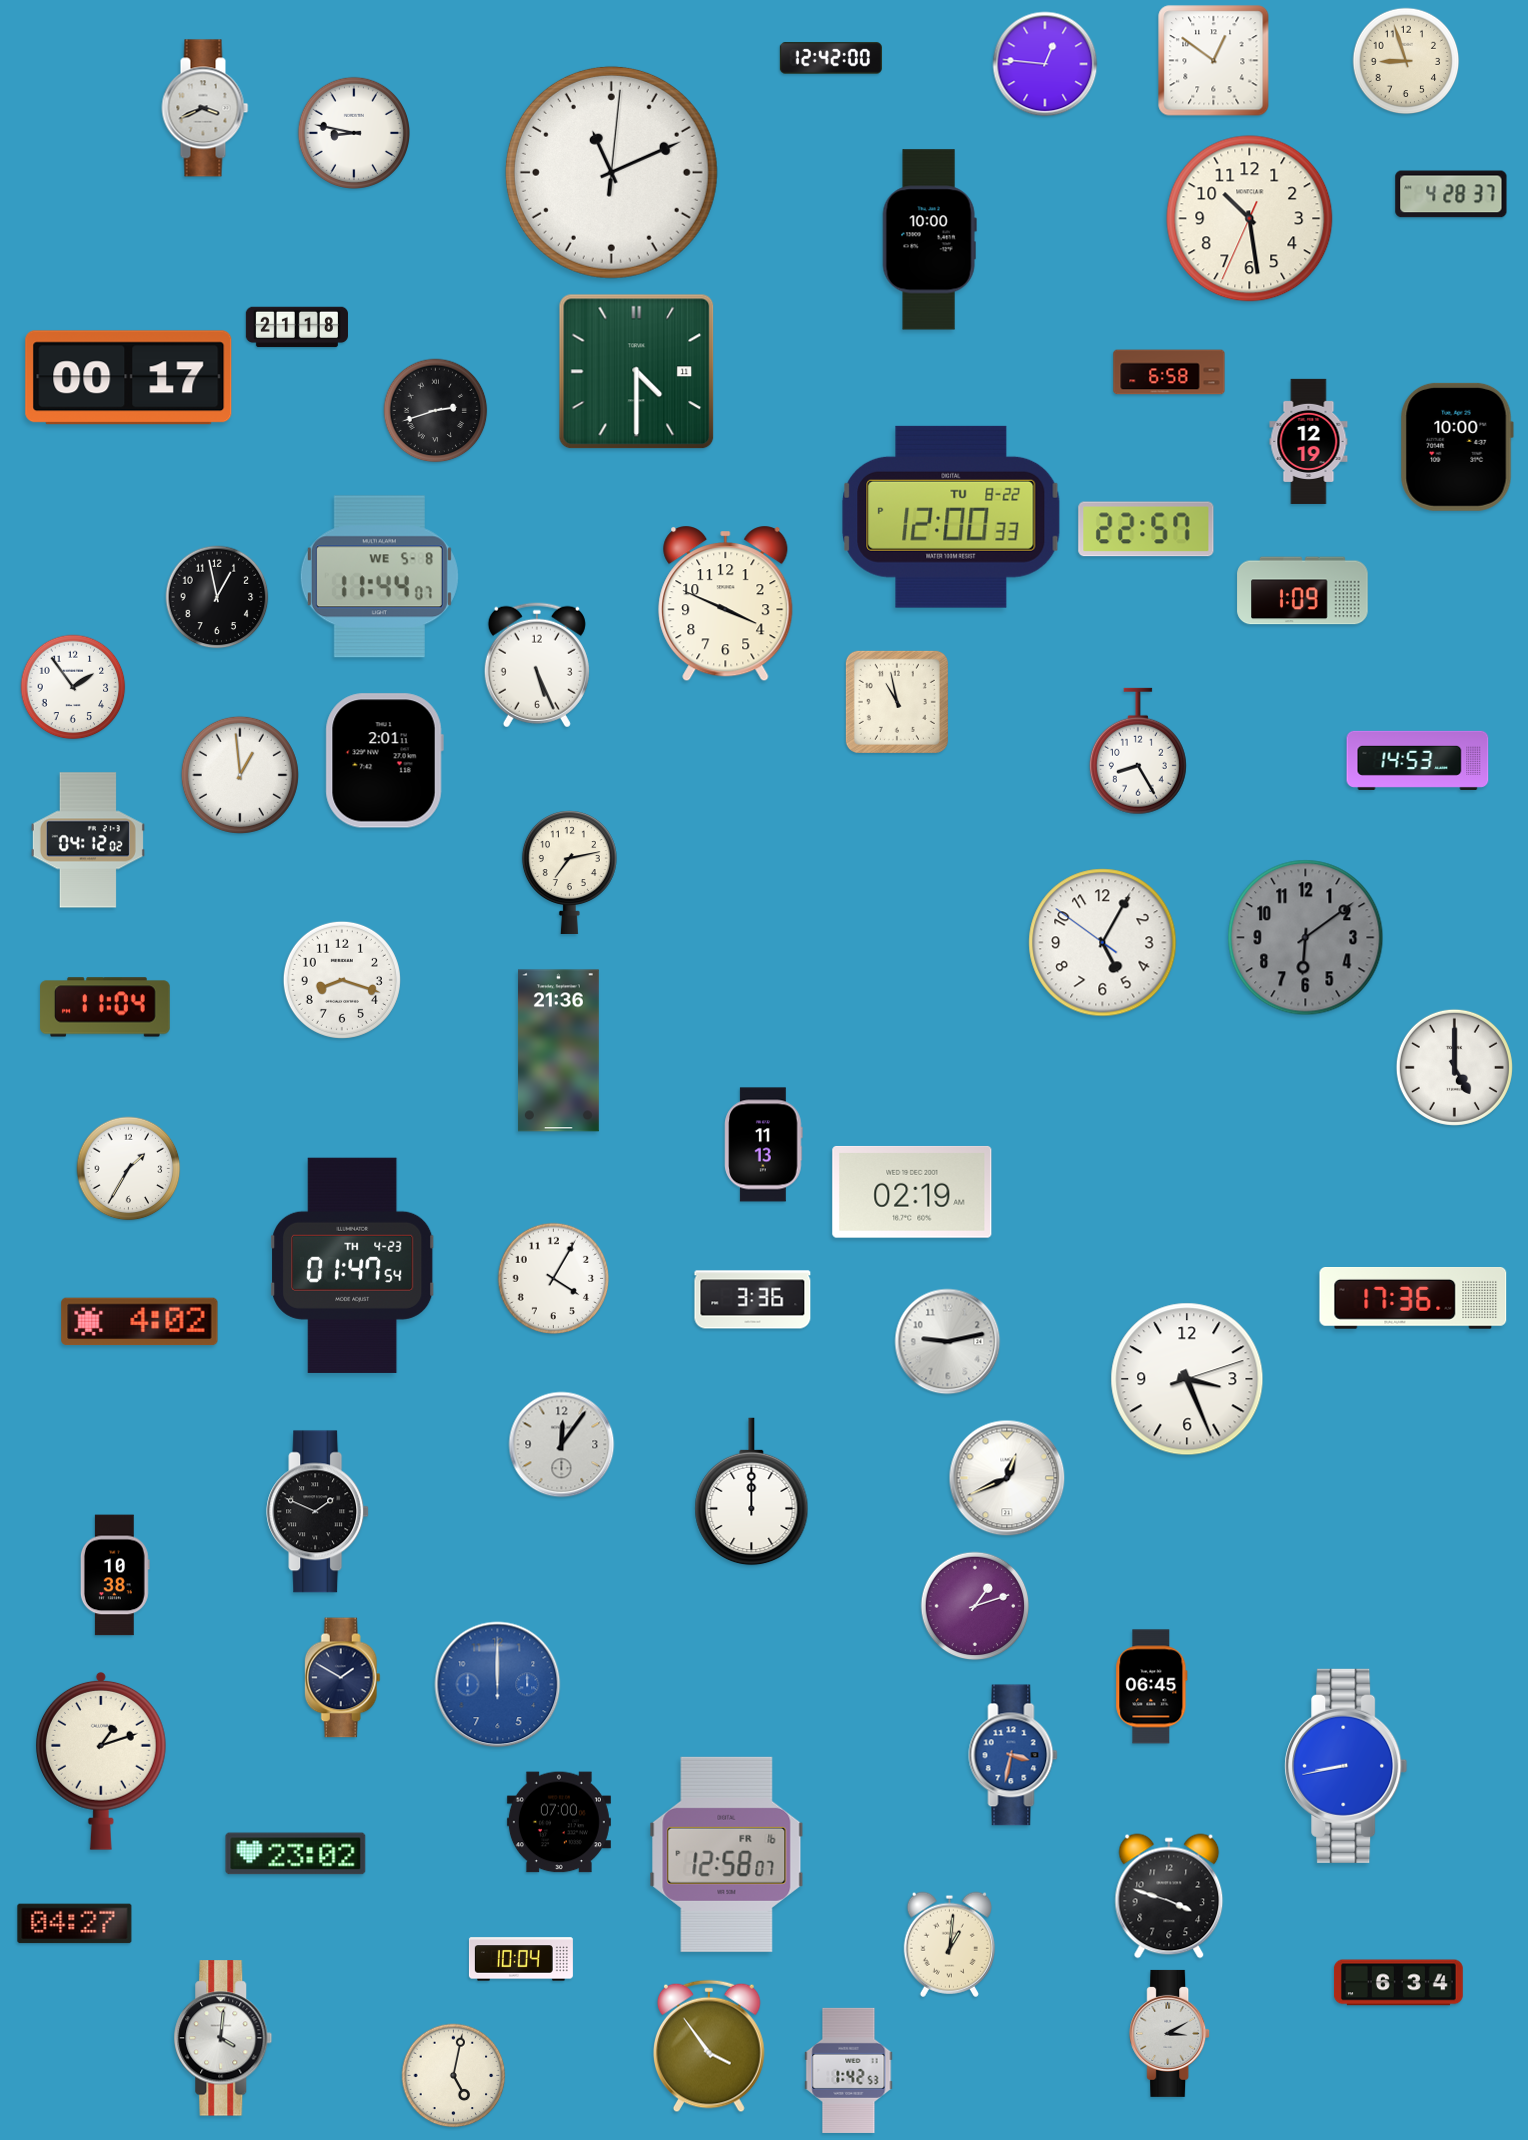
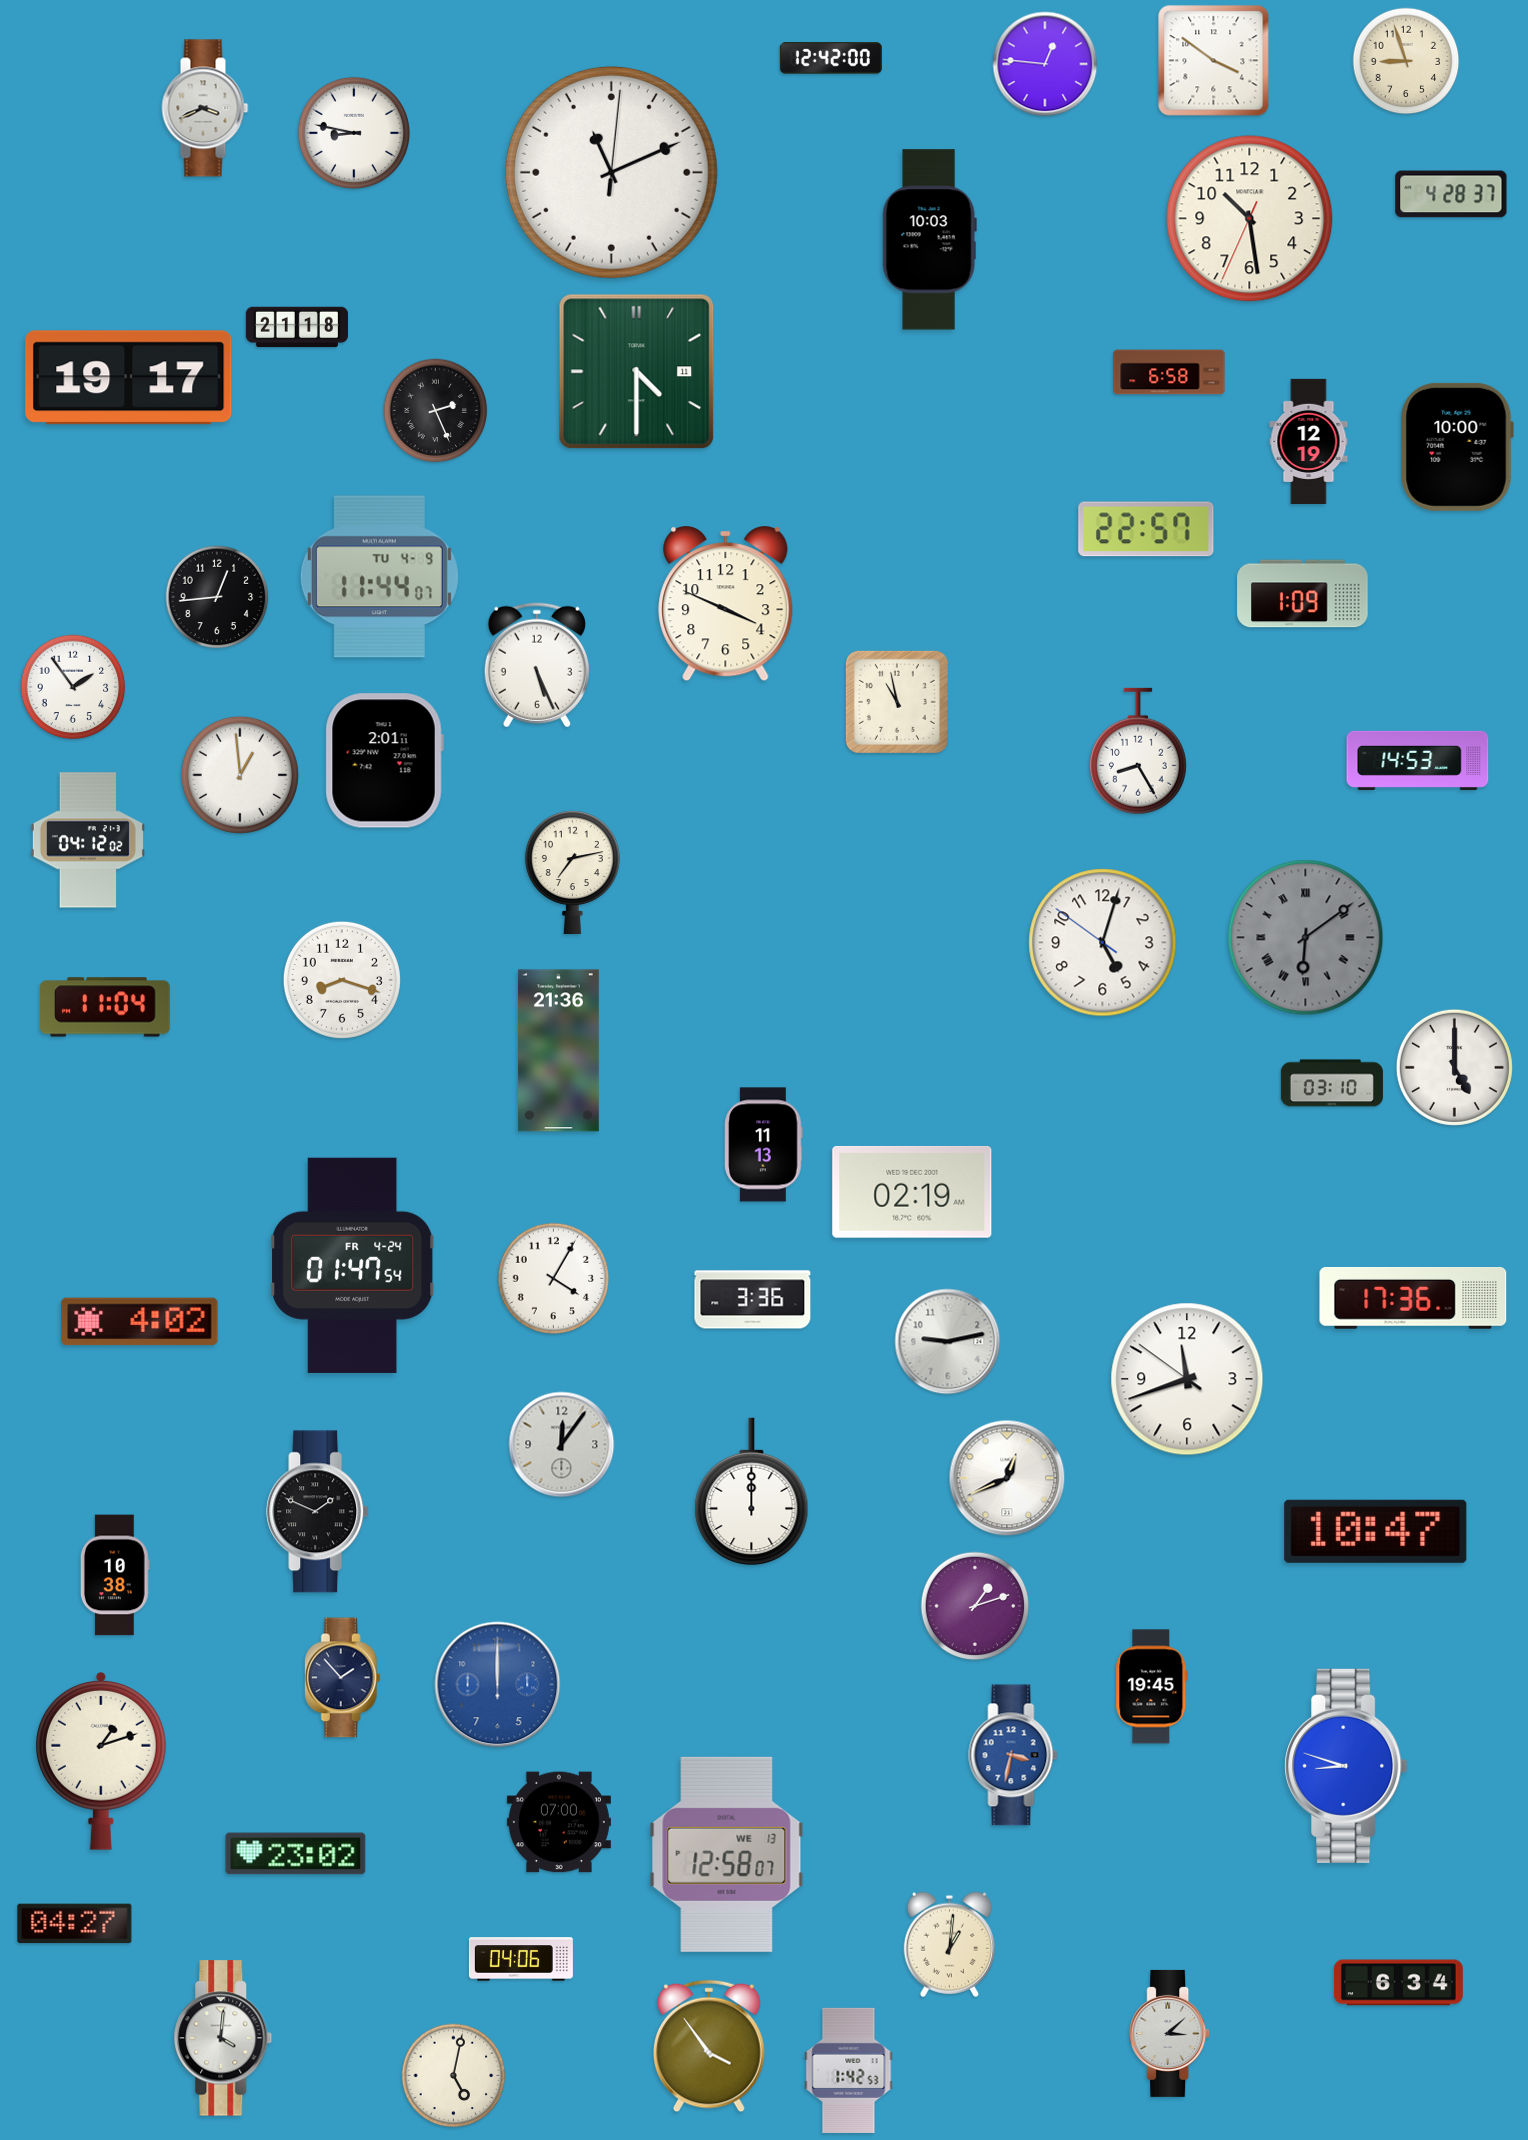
clock at (1214, 61): 12:51 -> 3:51
clock at (929, 240): 10:00 -> 10:03
clock at (129, 378): 00:17 -> 19:17
clock at (436, 411): 2:42 -> 2:26
clock at (951, 517): 12:00 -> none
clock at (379, 577) date: WE 5-8 -> TU 4-9
clock at (1303, 591) position: (1303, 591) -> (1303, 594)
clock at (217, 597): 12:58 -> 12:44
clock at (569, 872) position: (569, 872) -> (572, 872)
clock at (1306, 938) numerals: Arabic -> Roman
clock at (1103, 943): 5:04 -> 5:02
clock at (1332, 1083): none -> 03:10
clock at (129, 1169): 1:35 -> none
clock at (353, 1265) date: TH 4-23 -> FR 4-24
clock at (1187, 1379): 3:26 -> 11:41
clock at (1376, 1531): none -> 10:47
clock at (342, 1678): 1:50 -> 1:53
clock at (1152, 1687): 06:45 -> 19:45
clock at (1346, 1766): 8:43 -> 8:48
clock at (727, 1854) date: FR 16 -> WE 13
clock at (1169, 1896): 3:48 -> none
clock at (521, 1959): 10:04 -> 04:06
clock at (1170, 2033): 3:10 -> 3:08
